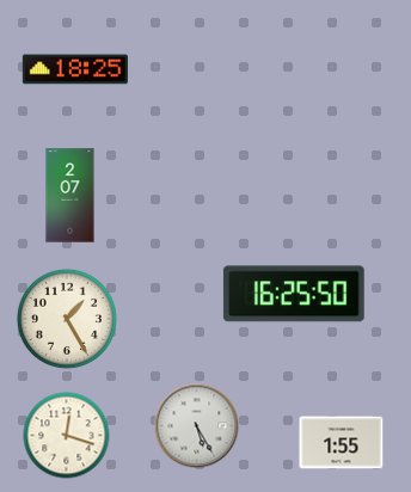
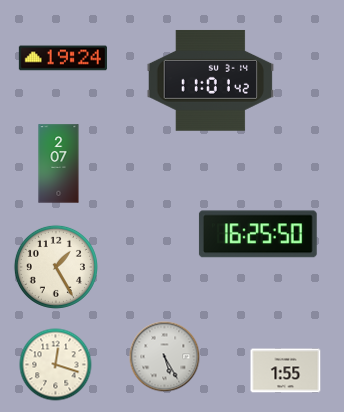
clock at (75, 69): 18:25 -> 19:24
clock at (211, 80): none -> 11:01
clock at (294, 294) position: (294, 294) -> (258, 234)
